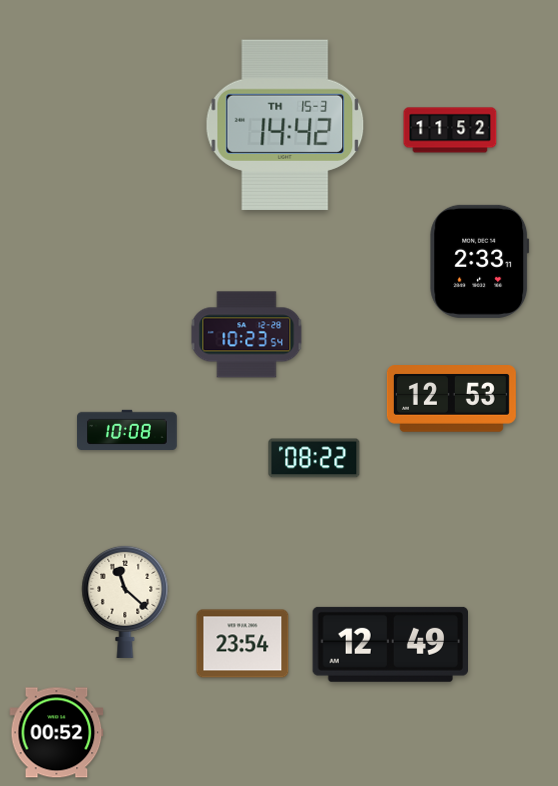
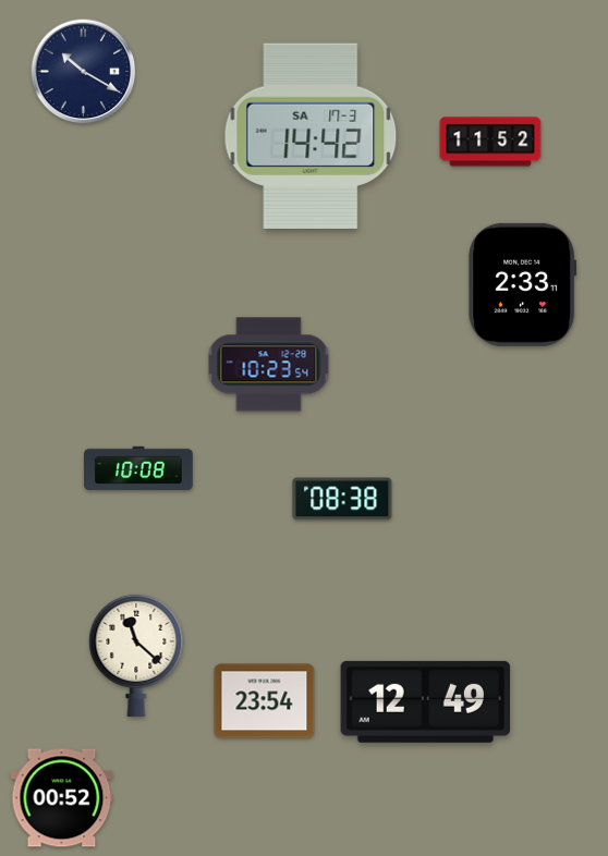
clock at (84, 72): none -> 10:20
clock at (285, 125) date: TH 15-3 -> SA 17-3
clock at (451, 399): 12:53 -> none
clock at (314, 458): 08:22 -> 08:38
